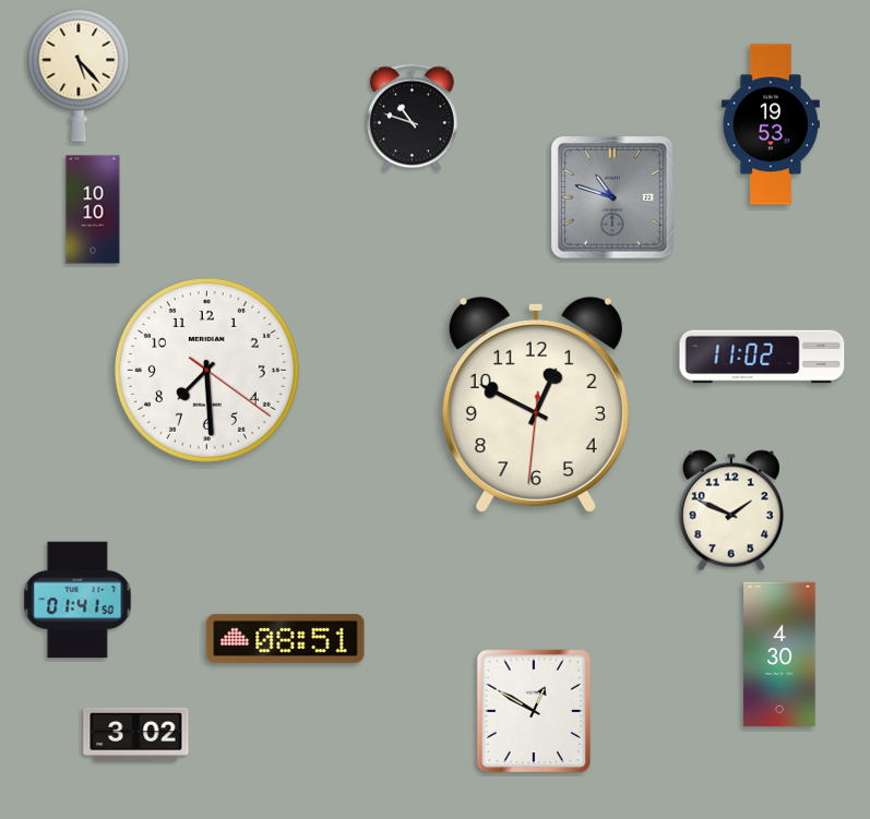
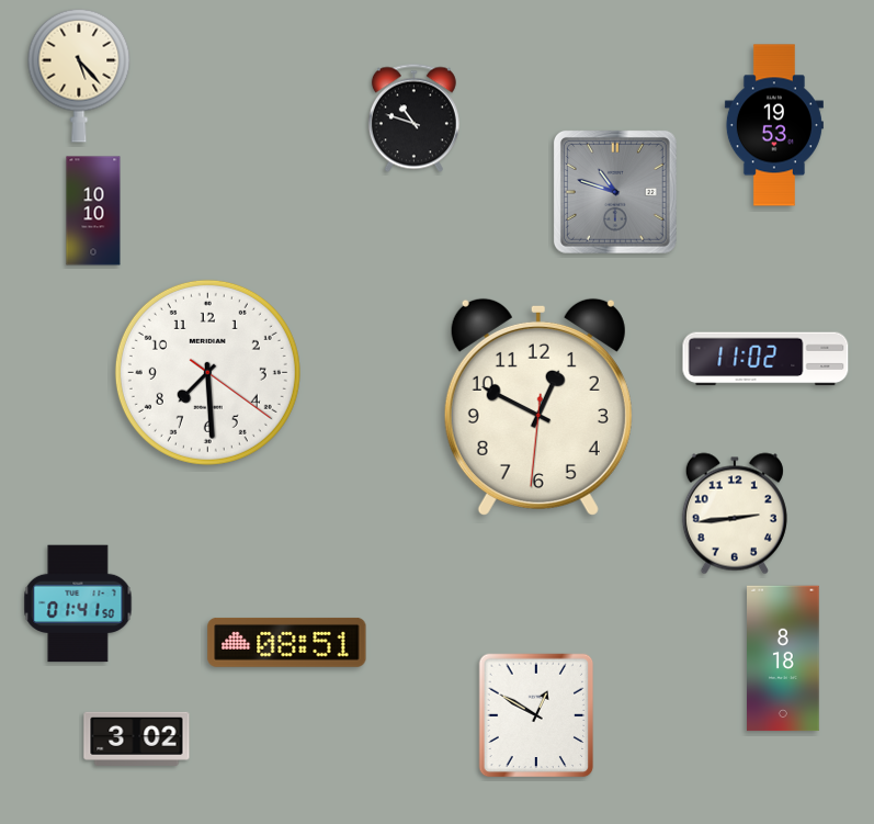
clock at (612, 197) position: (612, 197) -> (615, 192)
clock at (731, 510): 1:49 -> 2:44
clock at (779, 654): 4:30 -> 8:18
